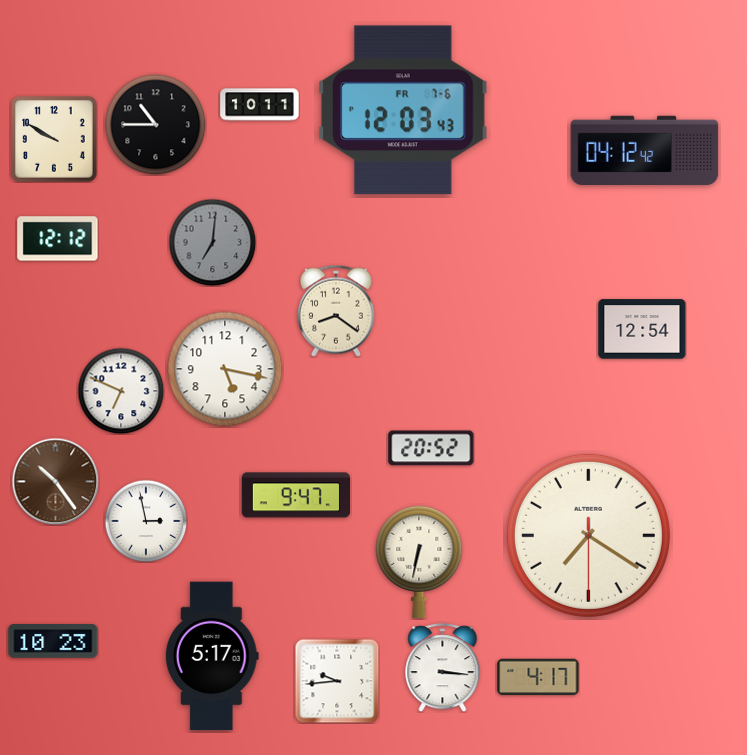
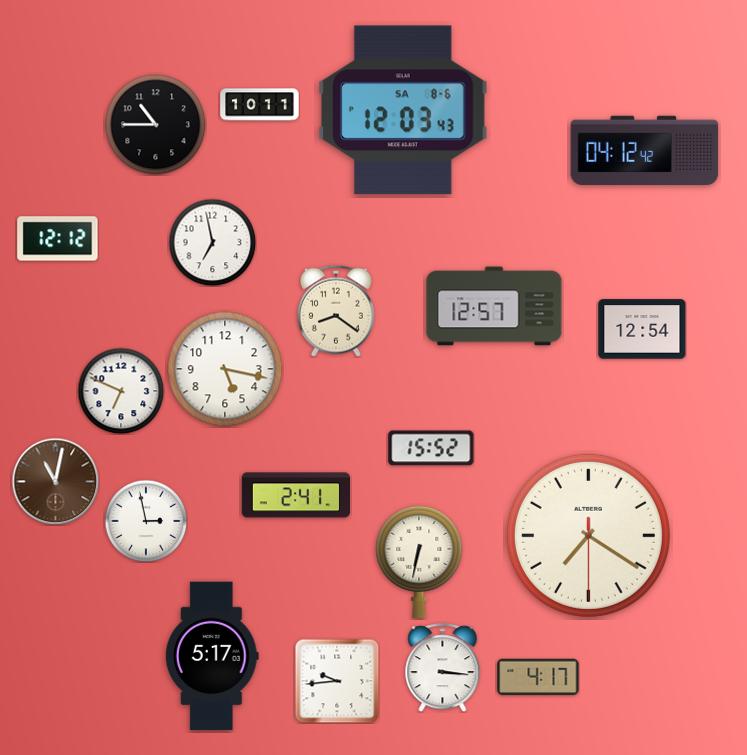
clock at (403, 110) date: FR 7-6 -> SA 8-6
clock at (54, 139): 9:50 -> none
clock at (212, 242): 7:01 -> 6:58
clock at (212, 242) dial: grey -> white
clock at (494, 306): none -> 12:57
clock at (431, 448): 20:52 -> 15:52
clock at (55, 481): 10:24 -> 11:02
clock at (295, 495): 9:47 -> 2:41
clock at (53, 642): 10:23 -> none
